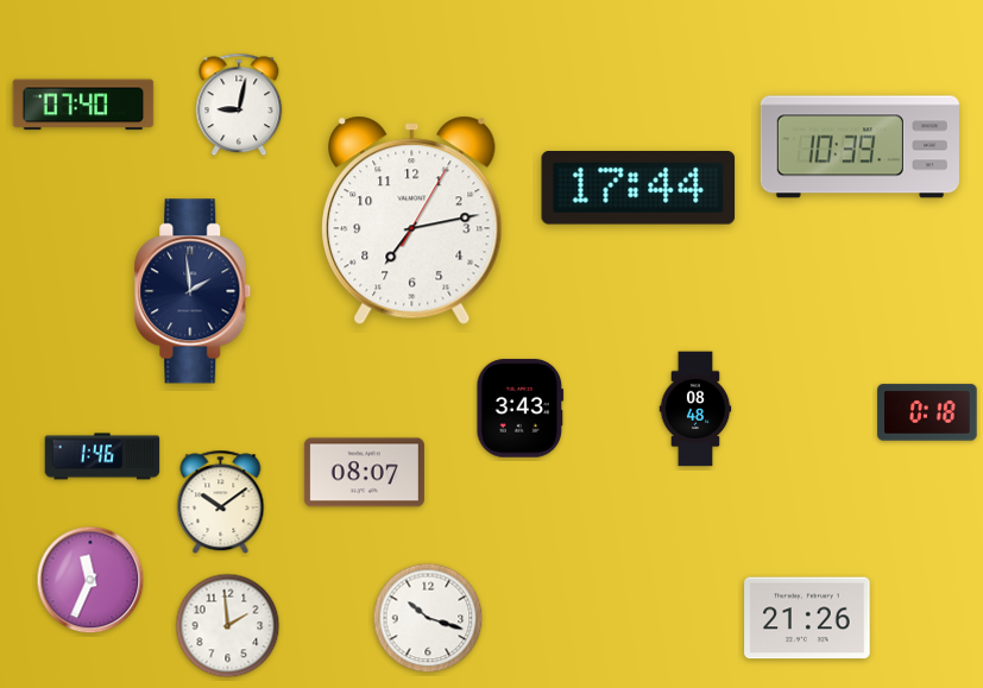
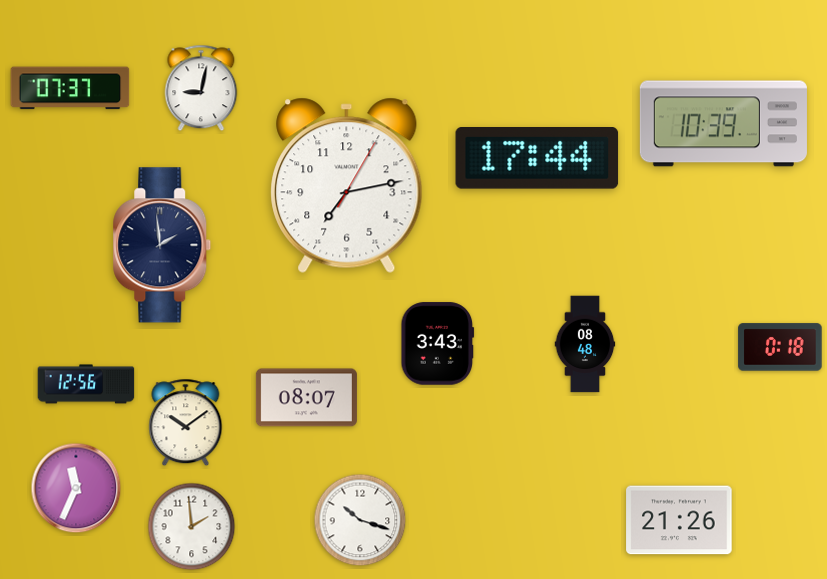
clock at (83, 105): 07:40 -> 07:37
clock at (102, 456): 1:46 -> 12:56
